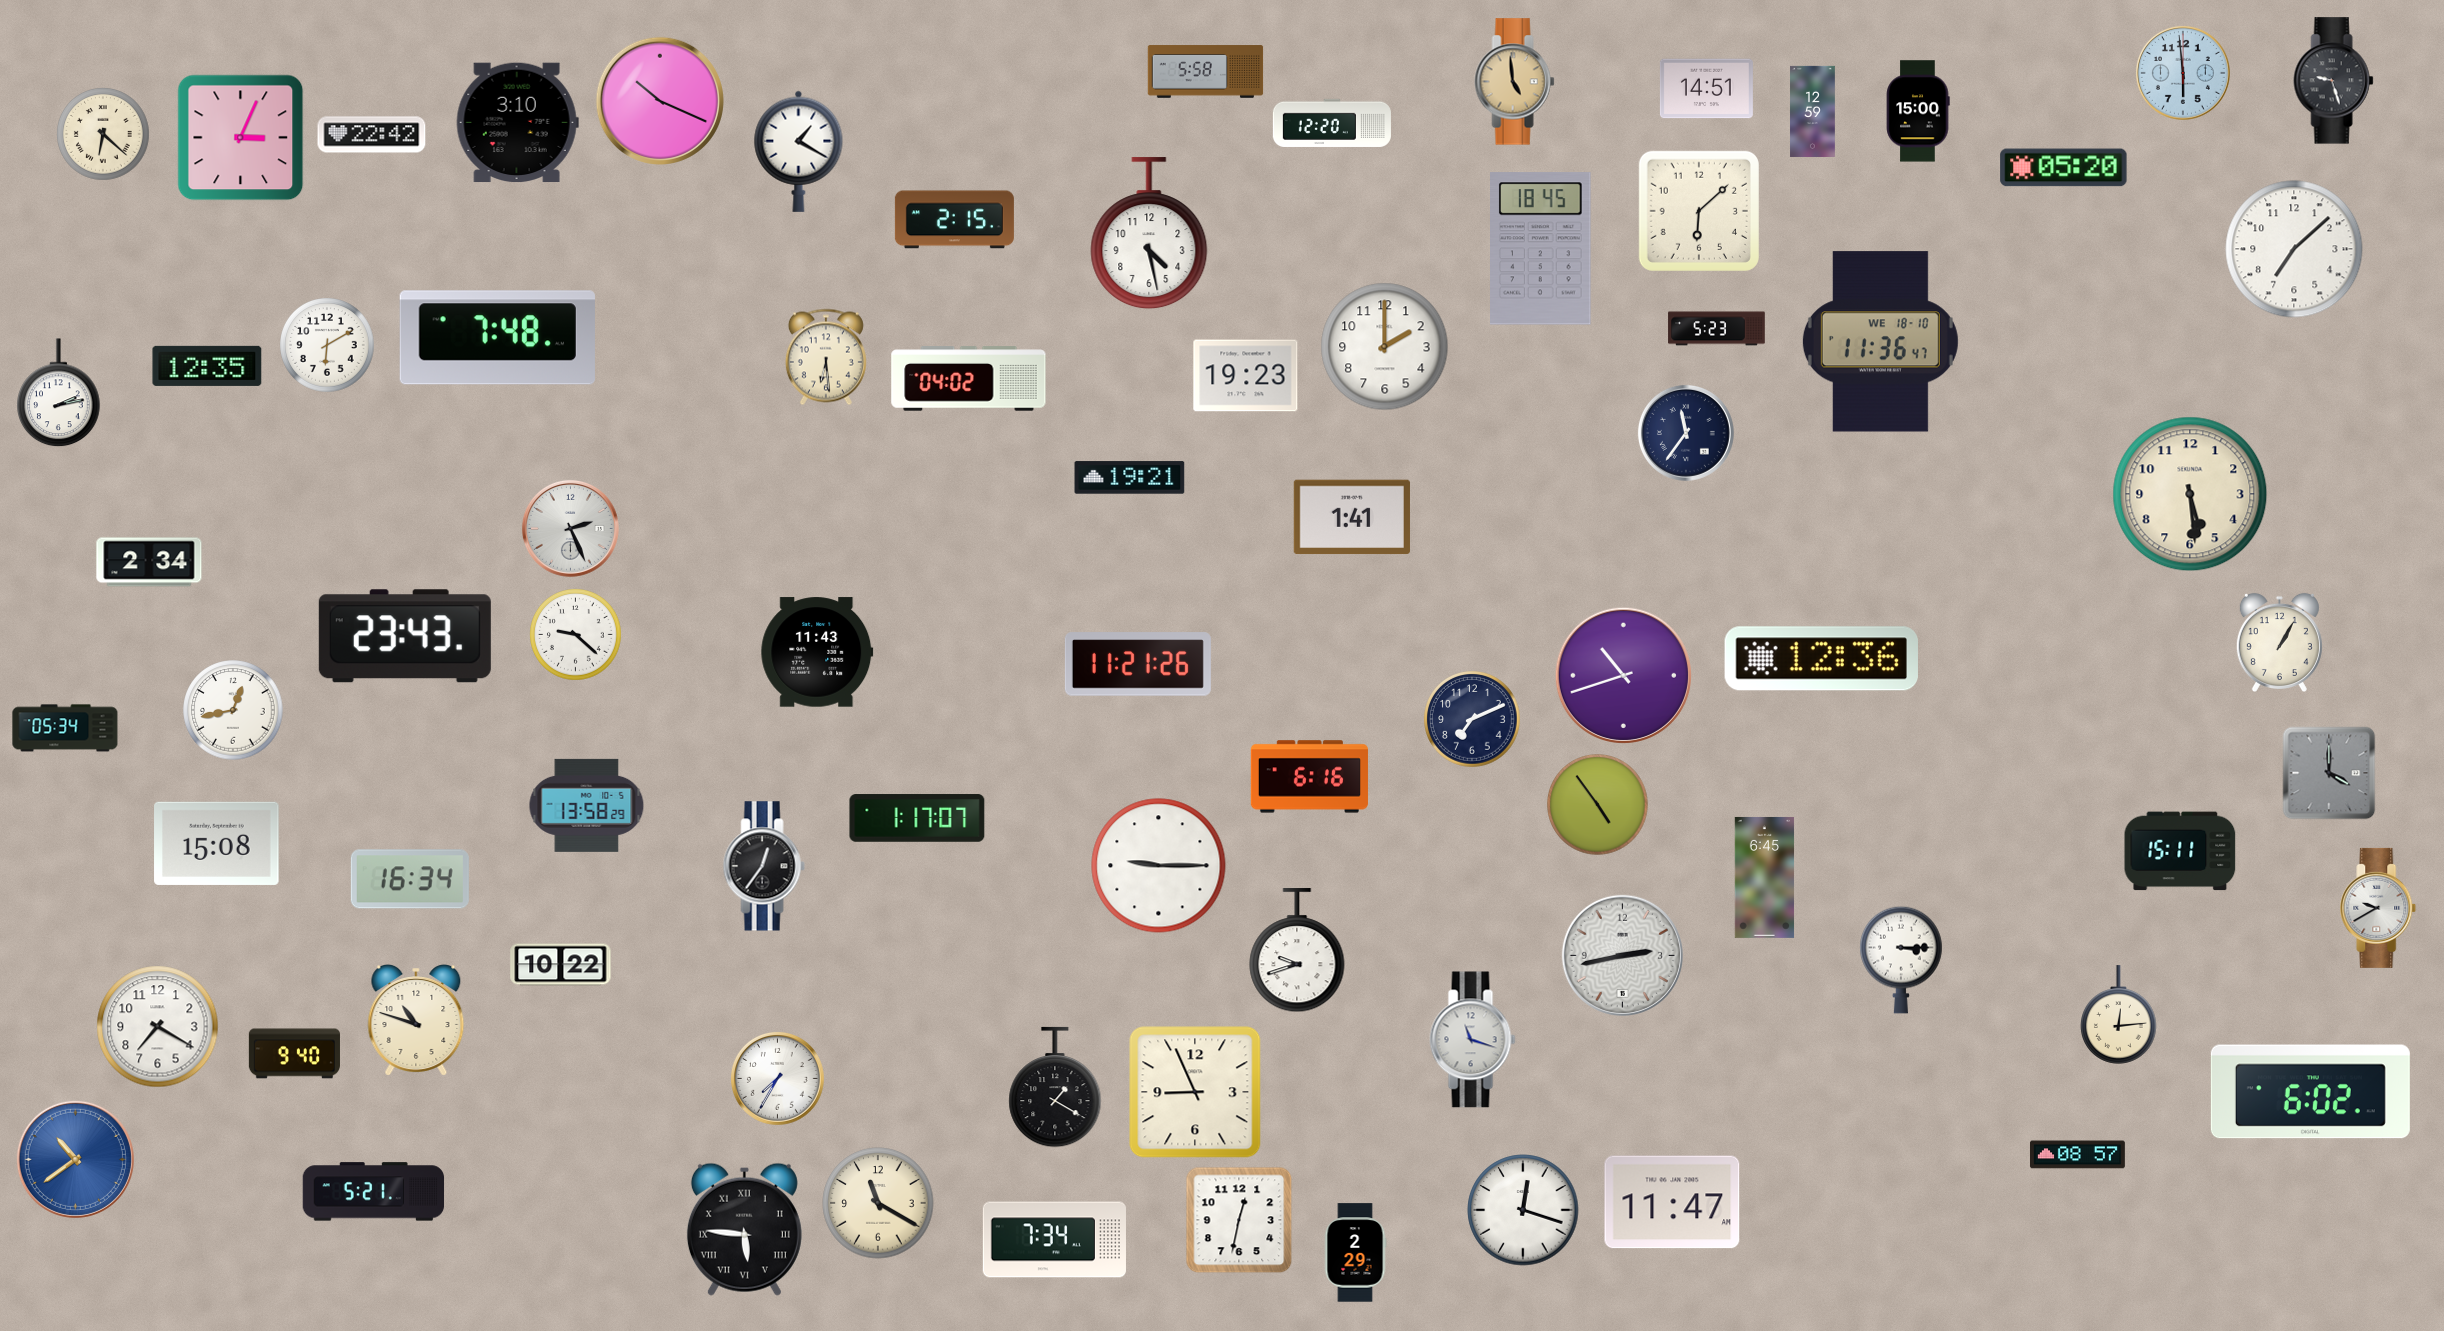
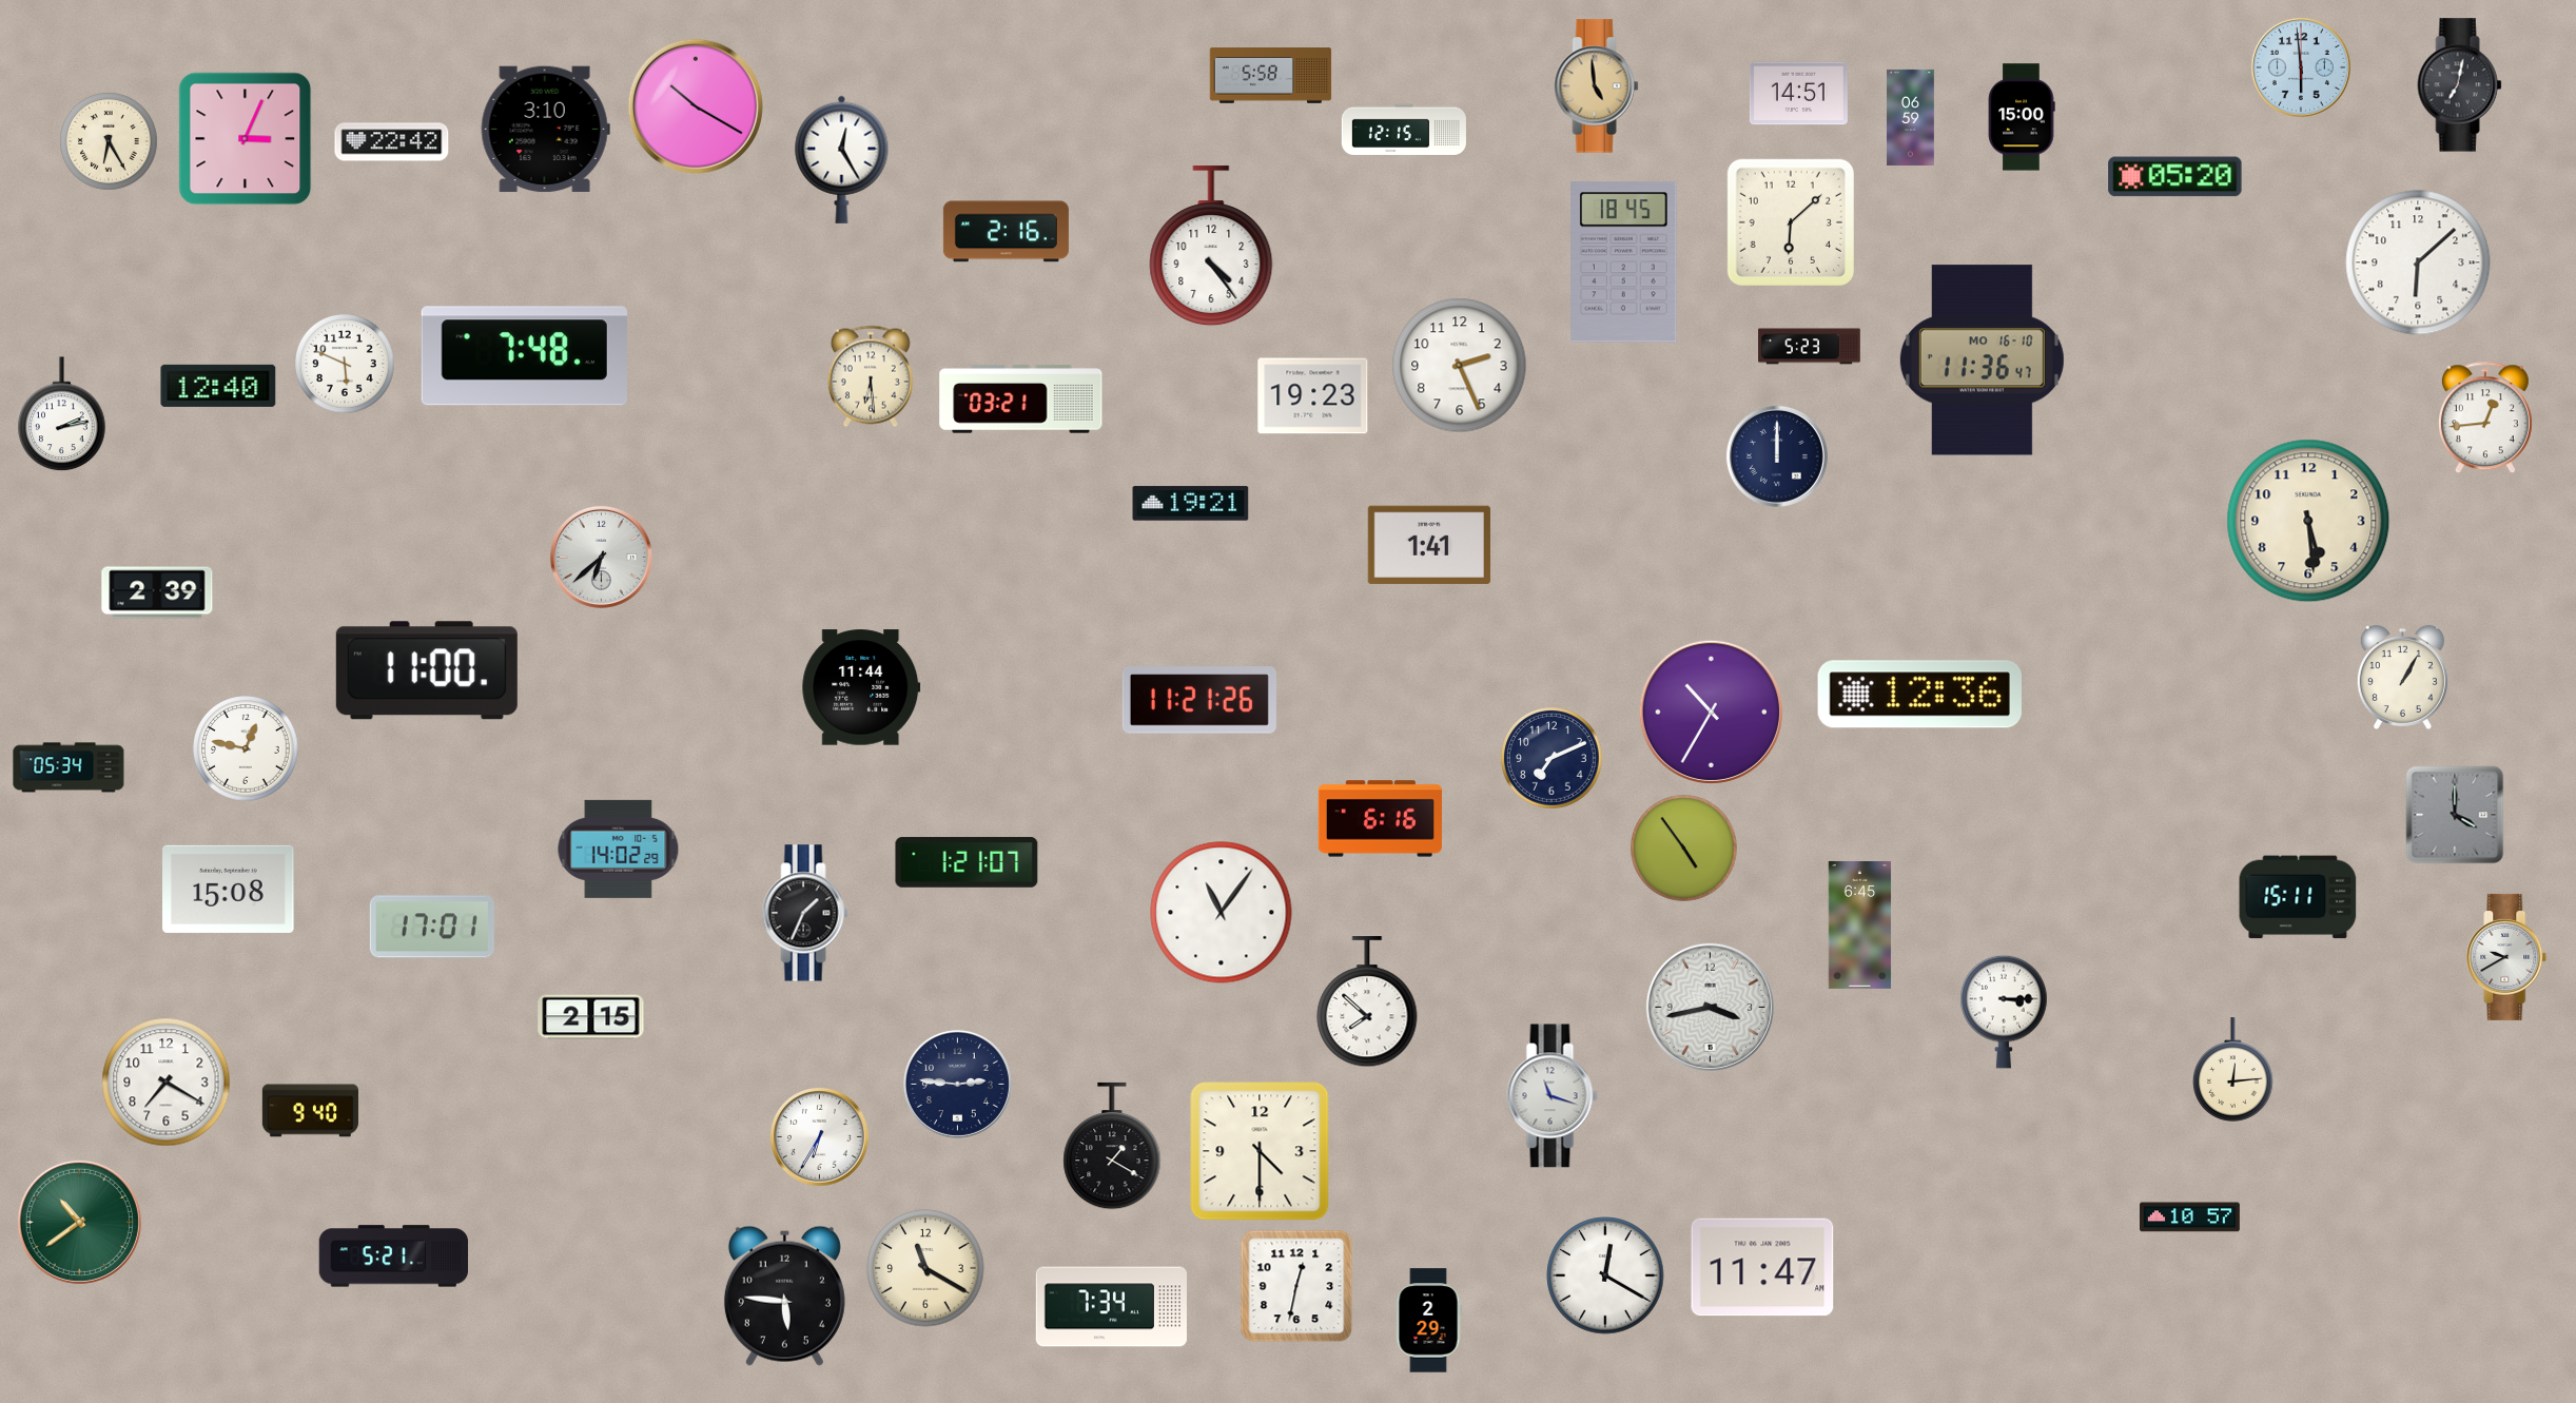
clock at (2183, 73) position: (2183, 73) -> (2301, 67)
clock at (2334, 81): 9:27 -> 7:02
clock at (660, 101): 10:19 -> 10:20
clock at (1813, 111): 12:59 -> 06:59
clock at (1332, 123): 12:20 -> 12:15
clock at (104, 135): 6:22 -> 6:25
clock at (241, 138) position: (241, 138) -> (246, 139)
clock at (799, 151): 1:20 -> 12:25
clock at (954, 220): 2:15 -> 2:16
clock at (1149, 234): 4:28 -> 4:24
clock at (2294, 249): 7:08 -> 6:08
clock at (1880, 342) date: WE 18-10 -> MO 16-10
clock at (327, 345): 6:10 -> 5:49
clock at (1385, 347): 2:00 -> 2:26
clock at (207, 366): 12:35 -> 12:40
clock at (969, 379): 04:02 -> 03:21
clock at (2485, 418): none -> 12:44
clock at (1686, 433): 11:36 -> 12:00
clock at (1352, 517) position: (1352, 517) -> (1429, 545)
clock at (570, 528): 2:26 -> 6:38
clock at (149, 562): 2:34 -> 2:39
clock at (576, 635): 9:22 -> none
clock at (405, 636): 23:43 -> 11:00
clock at (817, 652): 11:43 -> 11:44
clock at (1623, 675): 10:42 -> 10:35
clock at (233, 710): 12:43 -> 12:47
clock at (587, 805): 13:58 -> 14:02
clock at (917, 818): 1:17 -> 1:21
clock at (764, 866): 12:36 -> 1:34
clock at (1159, 866): 9:15 -> 11:06
clock at (410, 879): 16:34 -> 17:01
clock at (1297, 951): 9:42 -> 7:52
clock at (1622, 955): 2:43 -> 3:43
clock at (561, 965): 10:22 -> 2:15
clock at (416, 1021): 10:48 -> none
clock at (957, 1084): none -> 2:46
clock at (777, 1078): 7:35 -> 6:35
clock at (1195, 1092): 8:56 -> 4:30
clock at (2310, 1092): 6:02 -> none
clock at (2078, 1155): 08:57 -> 10:57
clock at (75, 1159) dial: blue -> green
clock at (1523, 1210): 12:18 -> 12:20
clock at (1239, 1220) position: (1239, 1220) -> (1296, 1286)
clock at (744, 1229) numerals: Roman -> Arabic
